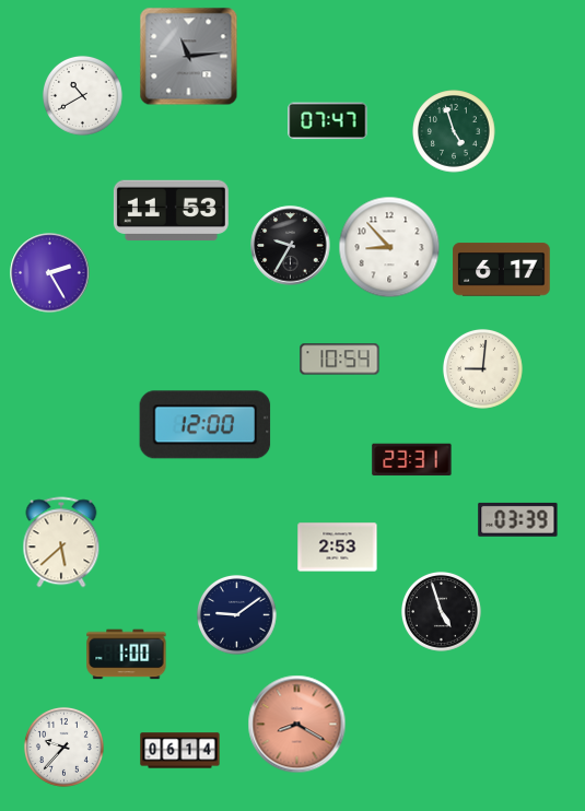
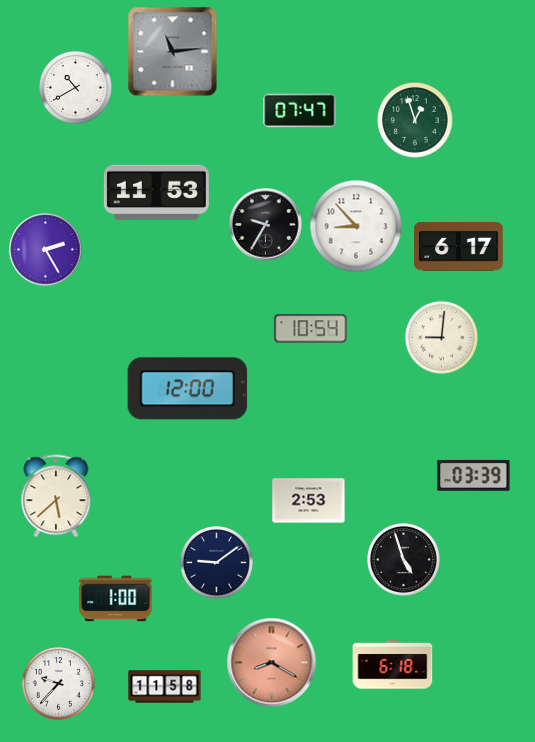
clock at (454, 131): 4:57 -> 12:57
clock at (412, 460): 23:31 -> none
clock at (393, 665): none -> 6:18
clock at (180, 751): 06:14 -> 11:58
